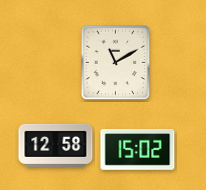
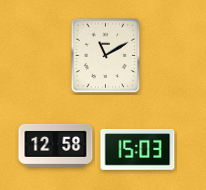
clock at (116, 63) position: (116, 63) -> (106, 56)
clock at (138, 150): 15:02 -> 15:03
